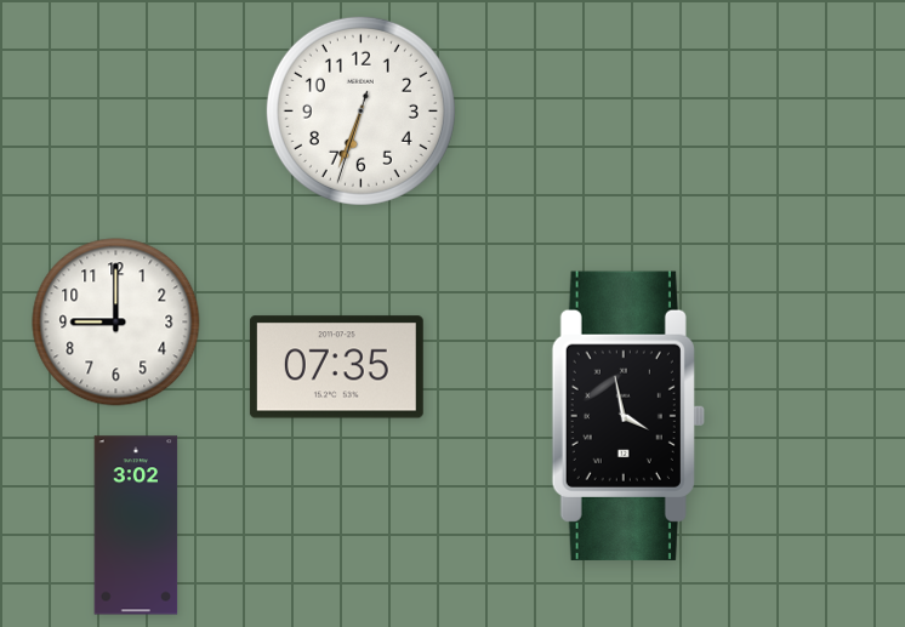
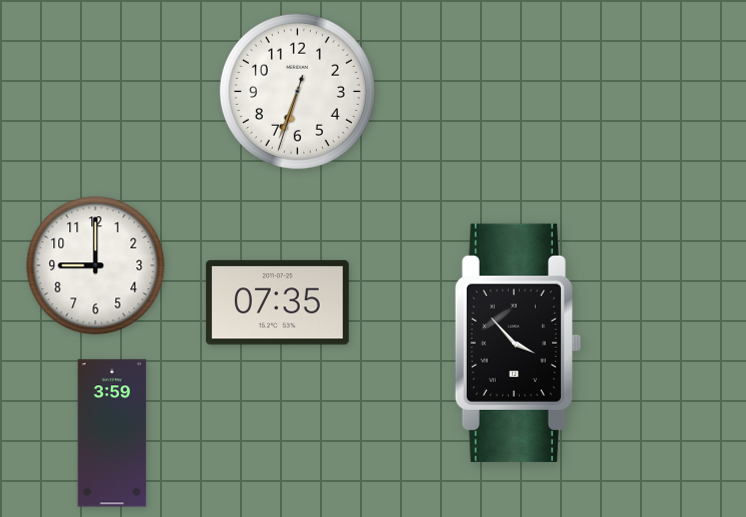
clock at (628, 416): 3:58 -> 3:53
clock at (136, 525): 3:02 -> 3:59
